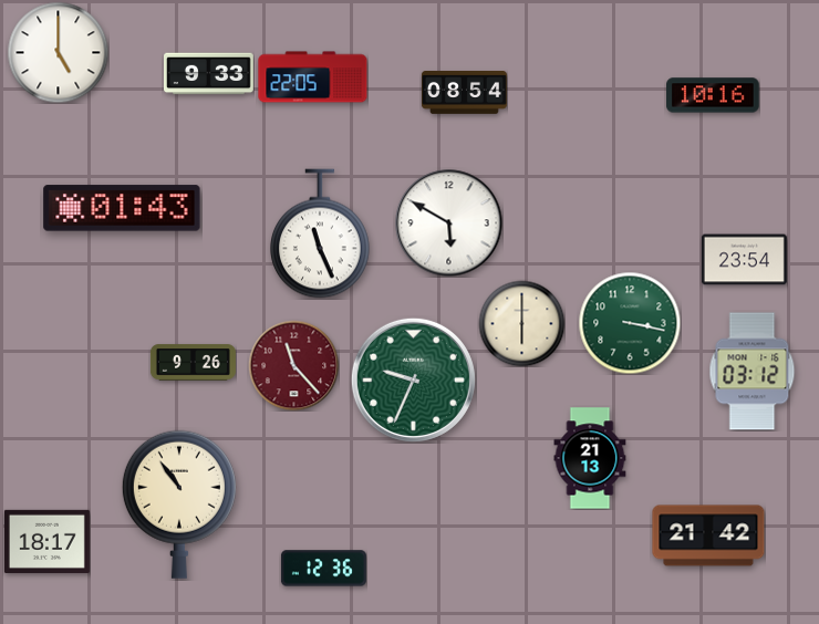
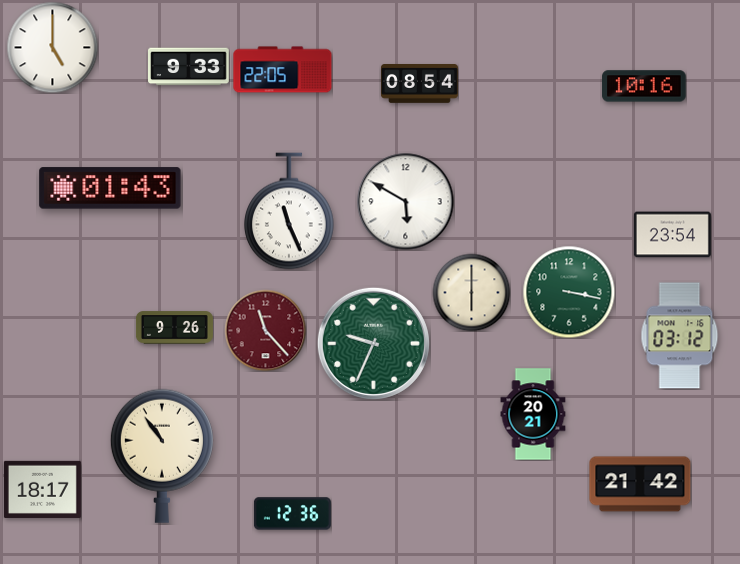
clock at (590, 458): 21:13 -> 20:21
